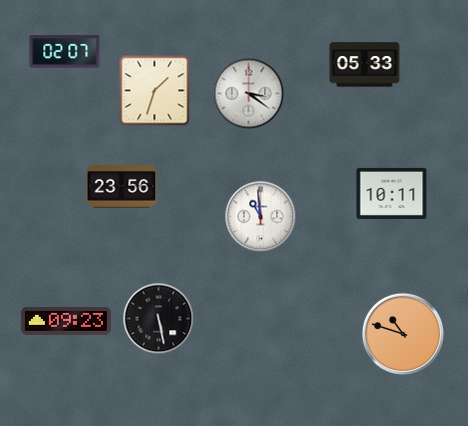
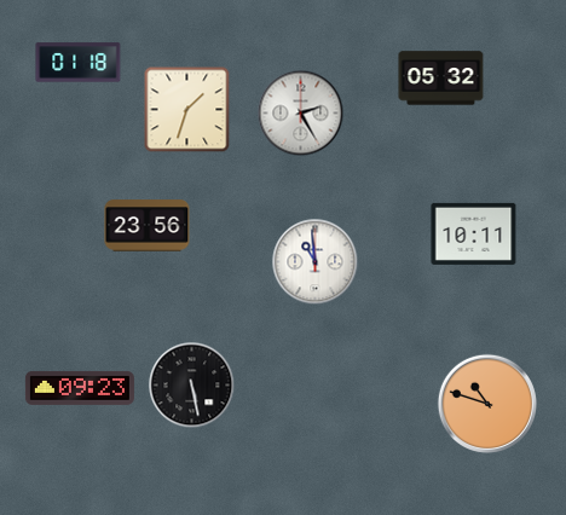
clock at (65, 52): 02:07 -> 01:18
clock at (365, 65): 05:33 -> 05:32
clock at (249, 94): 3:21 -> 2:25
